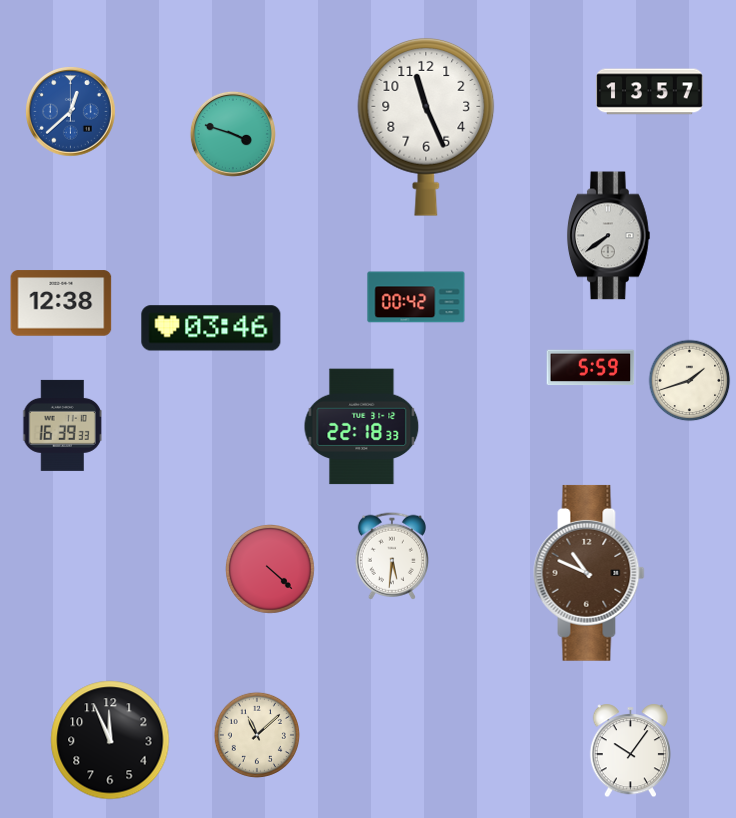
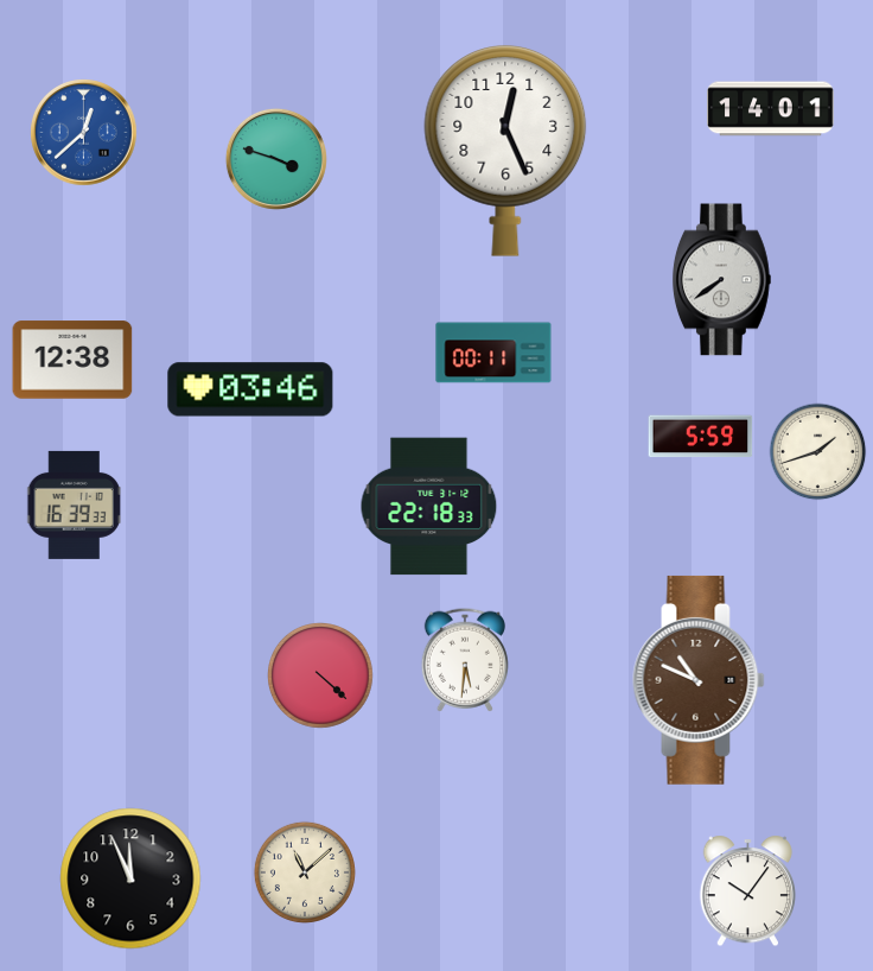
clock at (650, 92): 13:57 -> 14:01
clock at (426, 127): 11:26 -> 12:26
clock at (416, 297): 00:42 -> 00:11
